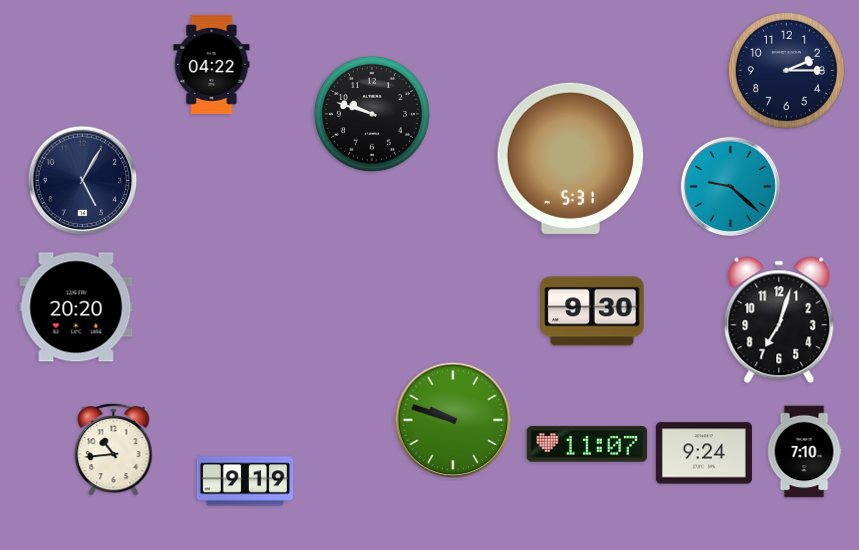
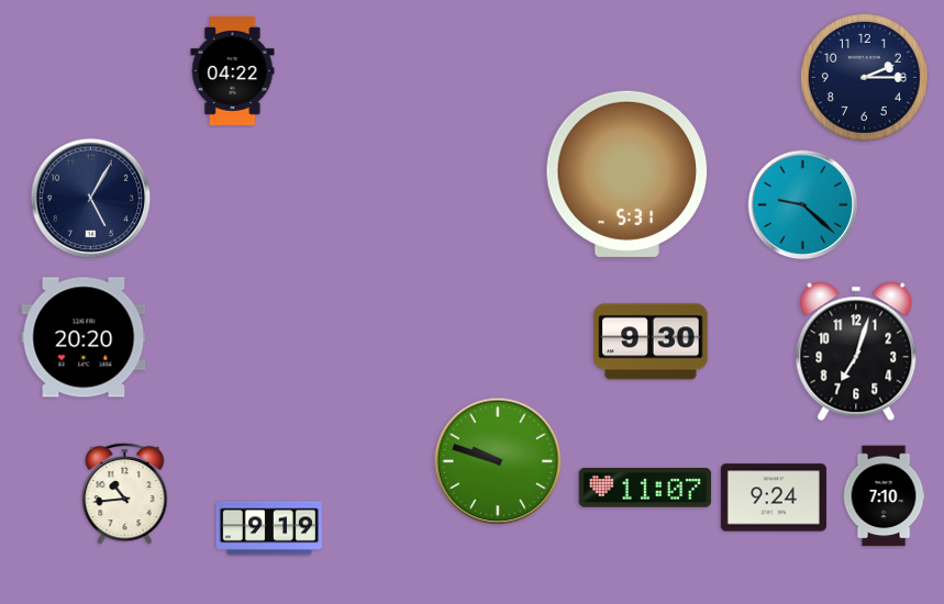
clock at (372, 114): 9:48 -> none
